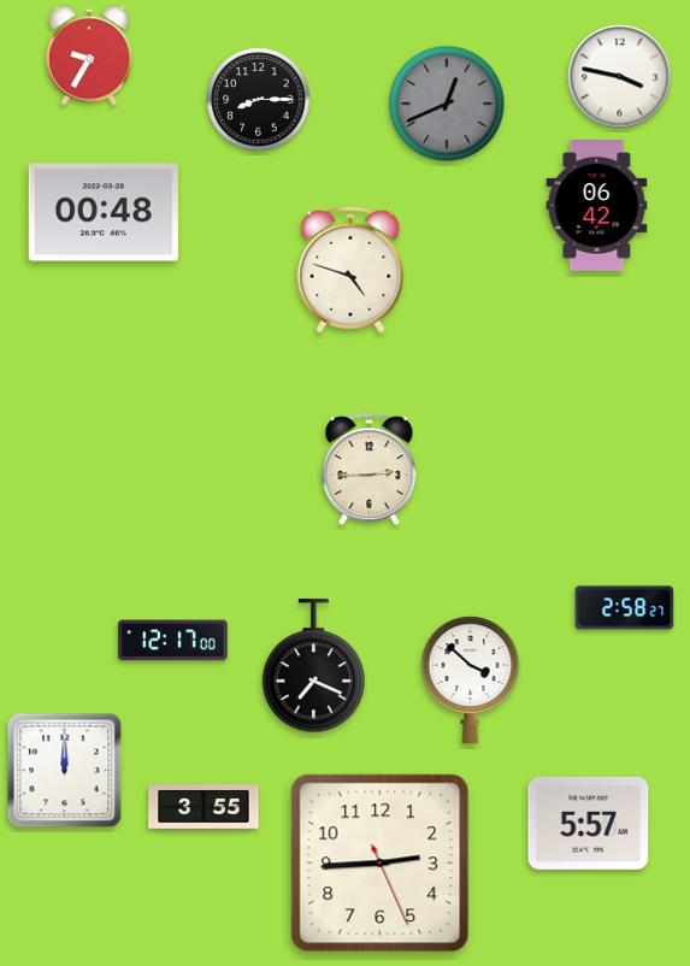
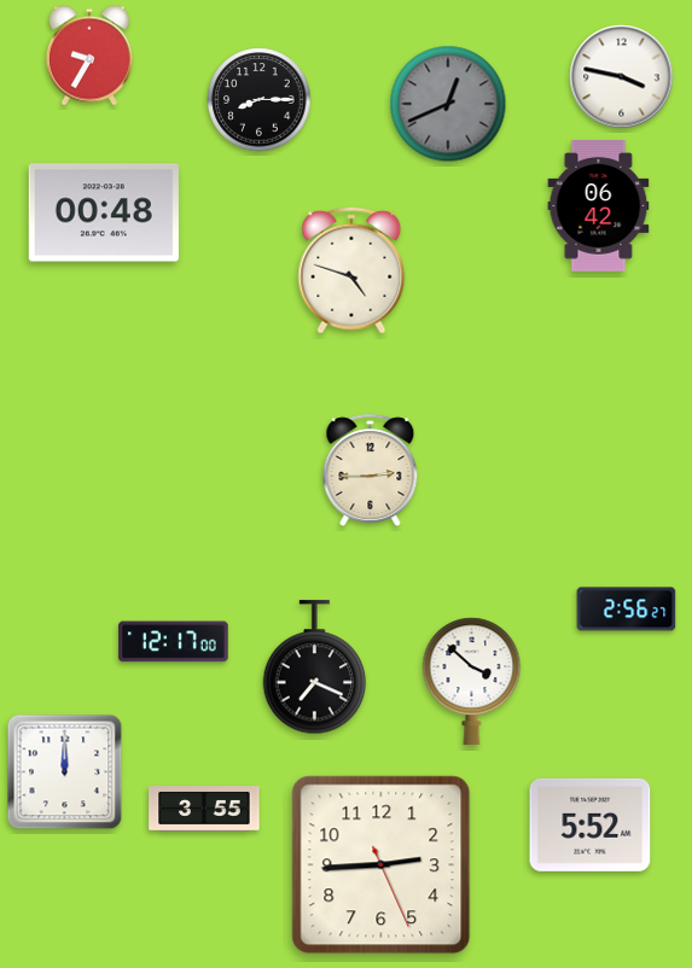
clock at (625, 608): 2:58 -> 2:56
clock at (589, 823): 5:57 -> 5:52
